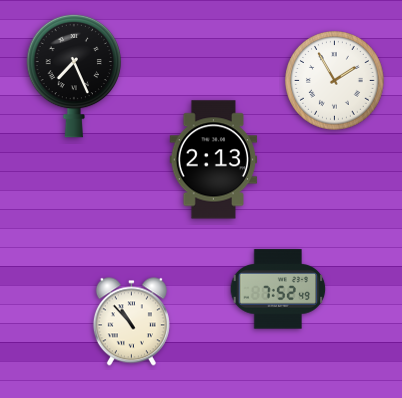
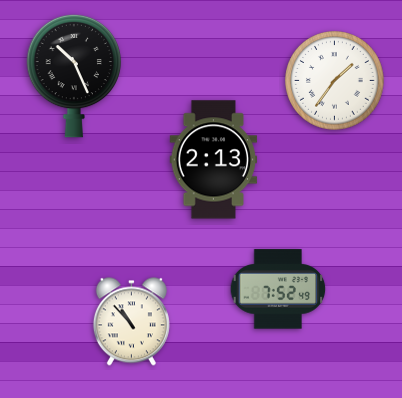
clock at (74, 76): 7:26 -> 10:26
clock at (335, 81): 1:55 -> 1:36
